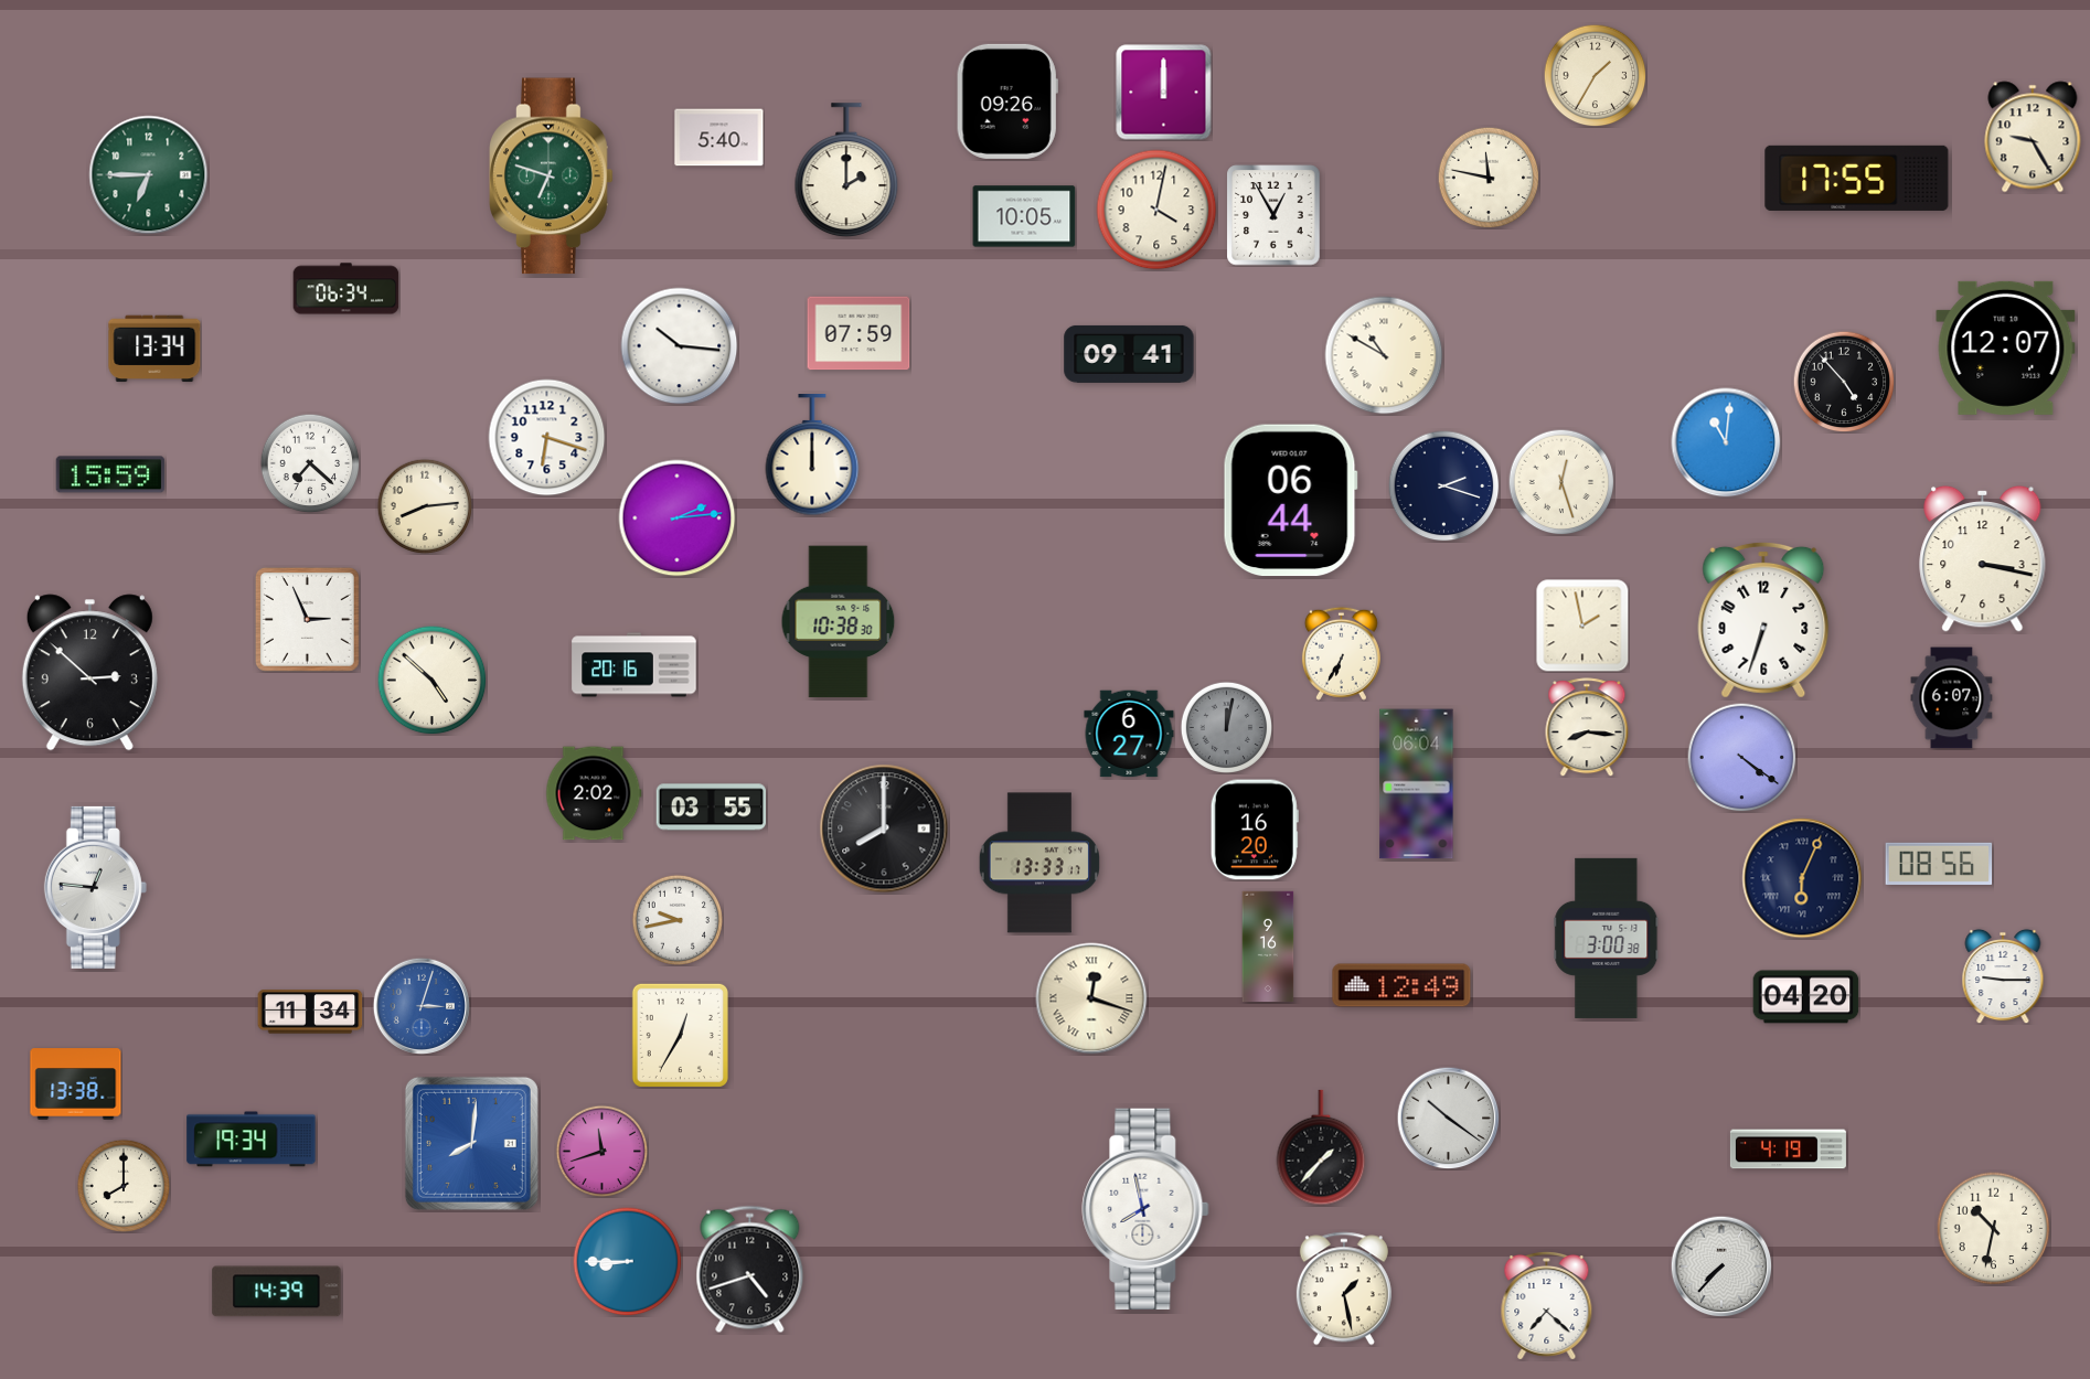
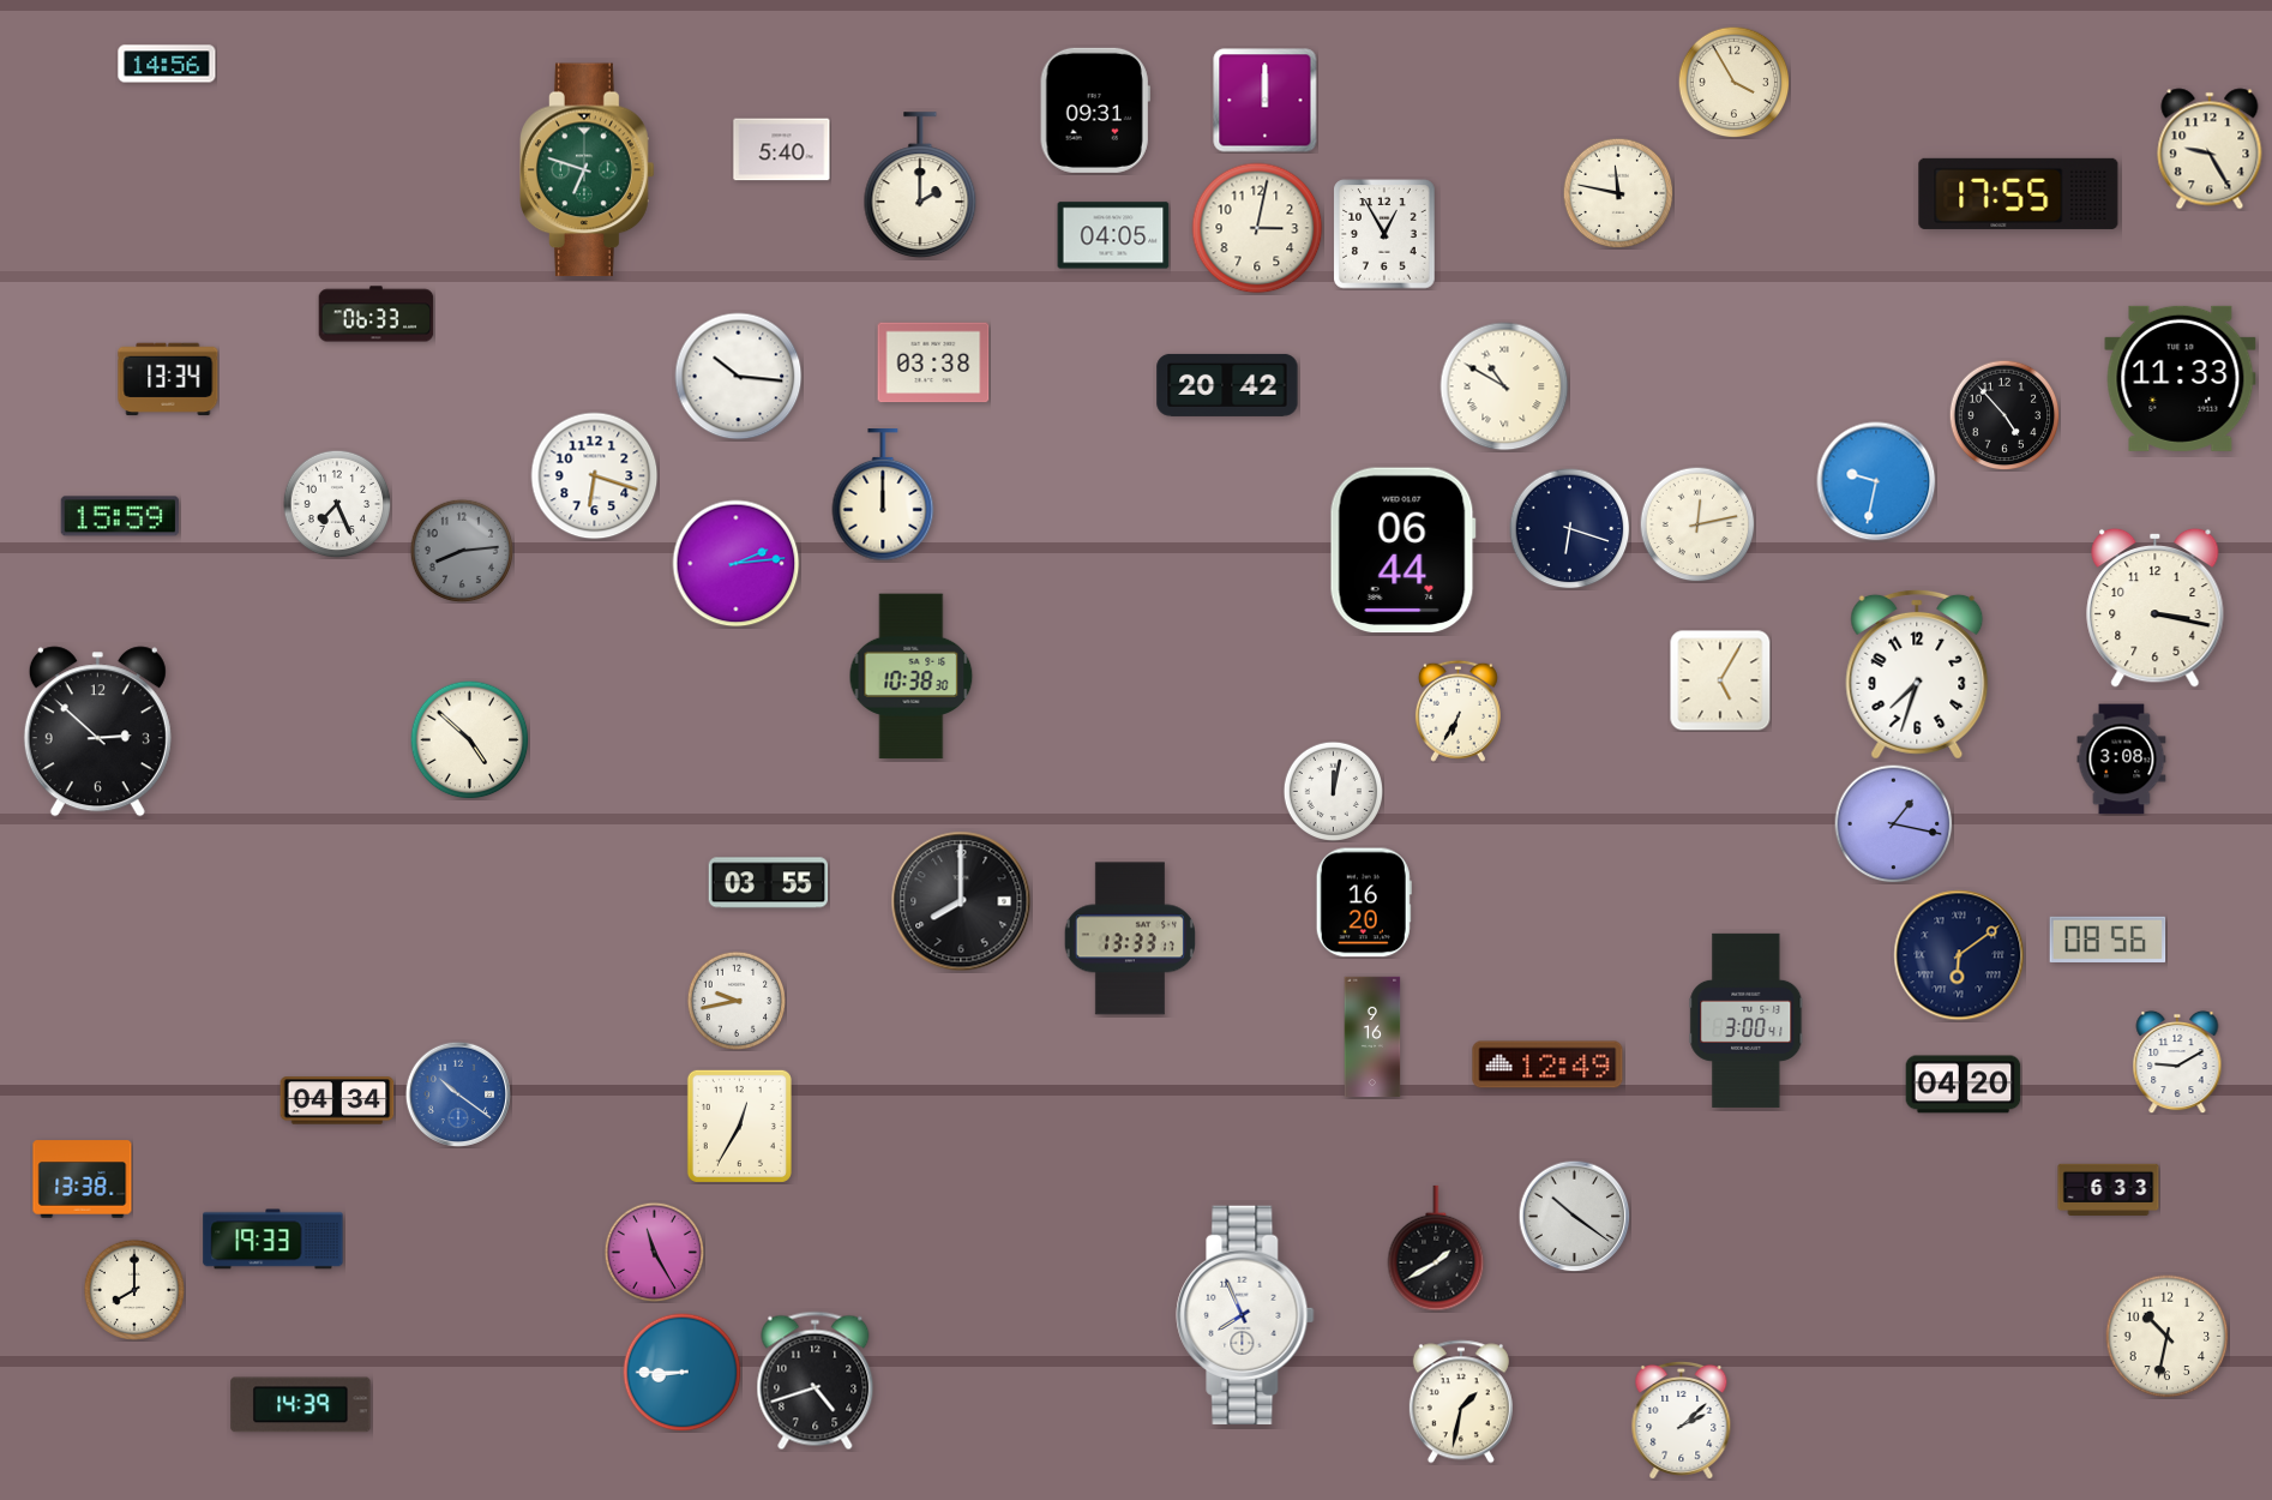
clock at (167, 64): none -> 14:56
clock at (1595, 75): 1:35 -> 3:55
clock at (1007, 101): 09:26 -> 09:31
clock at (149, 175): 6:45 -> none
clock at (552, 177) position: (552, 177) -> (588, 170)
clock at (1156, 210): 4:02 -> 3:02
clock at (1024, 216): 10:05 -> 04:05
clock at (346, 289): 06:34 -> 06:33
clock at (859, 333): 07:59 -> 03:38
clock at (2006, 348): 12:07 -> 11:33
clock at (1129, 354): 09:41 -> 20:42
clock at (1726, 442): 11:01 -> 9:32
clock at (310, 463): 7:22 -> 7:26
clock at (1561, 482): 12:27 -> 12:13
clock at (1444, 487): 2:18 -> 6:18
clock at (1290, 501) position: (1290, 501) -> (1402, 551)
clock at (425, 506) dial: cream -> grey
clock at (308, 620): 2:56 -> none
clock at (1763, 620): 6:33 -> 7:33
clock at (1582, 626): 1:58 -> 5:05
clock at (635, 665): 20:16 -> none
clock at (1952, 698): 6:07 -> 3:08
clock at (1226, 727) dial: grey -> white
clock at (1587, 727): 8:16 -> none
clock at (1129, 734): 6:27 -> none
clock at (1742, 758): 4:21 -> 1:17
clock at (1417, 784): 06:04 -> none
clock at (594, 793): 2:02 -> none
clock at (712, 808) position: (712, 808) -> (769, 883)
clock at (1802, 878): 6:04 -> 6:09
clock at (95, 887): 12:46 -> none
clock at (1607, 938): 3:00:38 -> 3:00:41
clock at (1268, 947) position: (1268, 947) -> (1372, 1037)
clock at (2003, 976): 9:15 -> 9:10
clock at (1401, 985) position: (1401, 985) -> (1547, 1064)
clock at (1091, 998): 12:18 -> none
clock at (420, 1005): 3:03 -> 10:21
clock at (310, 1012): 11:34 -> 04:34
clock at (2109, 1189): none -> 6:33
clock at (252, 1140): 19:34 -> 19:33
clock at (471, 1143): 8:01 -> none
clock at (1321, 1147): 1:37 -> 1:40
clock at (1788, 1150): 4:19 -> none
clock at (601, 1151): 11:42 -> 11:25
clock at (1145, 1209): 7:58 -> 7:56
clock at (1721, 1266): 7:37 -> none
clock at (1344, 1289): 1:28 -> 1:32
clock at (1547, 1305): 7:22 -> 2:08
